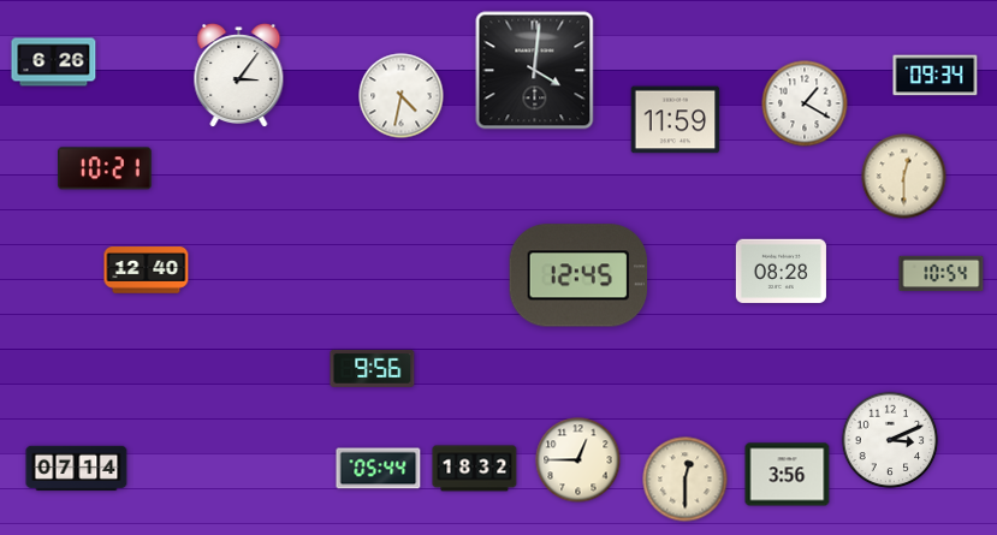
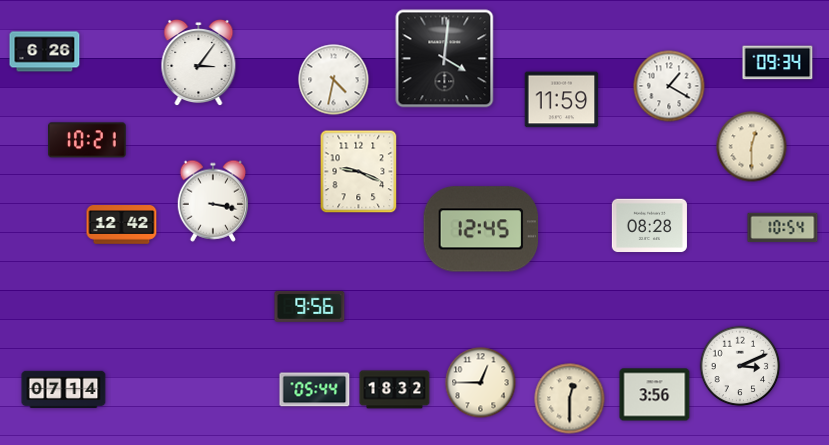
clock at (359, 172): none -> 9:19
clock at (212, 201): none -> 3:17
clock at (147, 271): 12:40 -> 12:42
